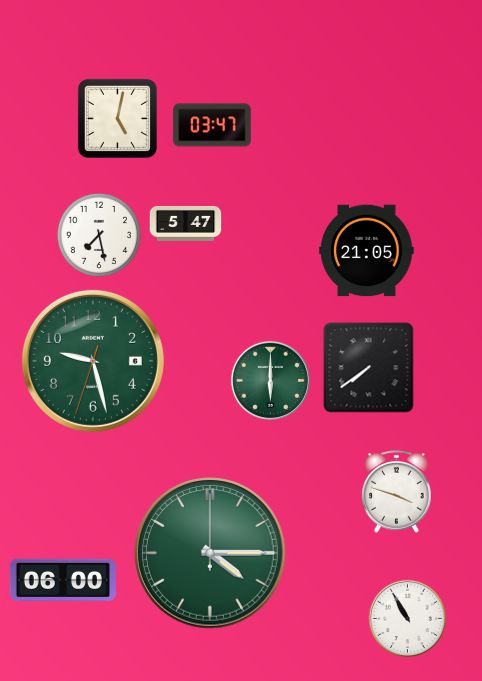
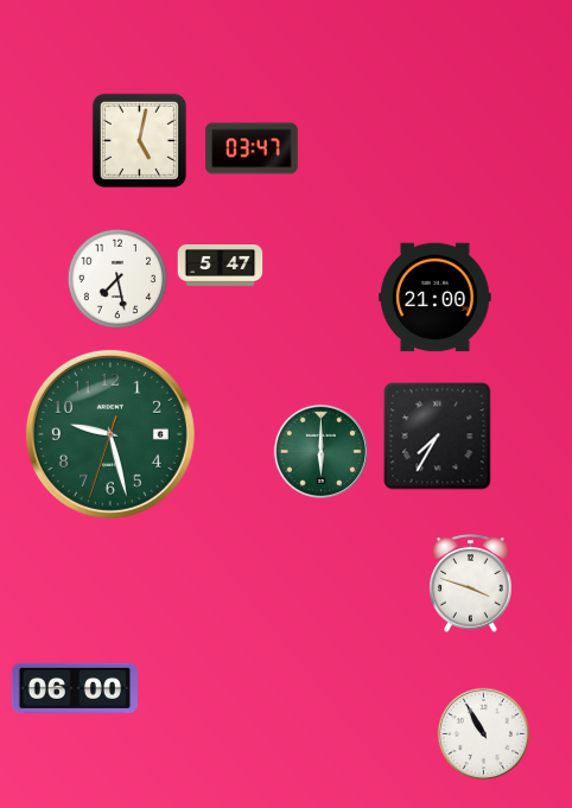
clock at (367, 251): 21:05 -> 21:00
clock at (93, 361) position: (93, 361) -> (110, 434)
clock at (369, 368): 7:39 -> 7:35
clock at (210, 553): 4:15 -> none
